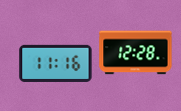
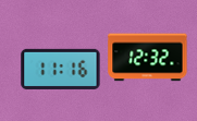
clock at (136, 53): 12:28 -> 12:32
